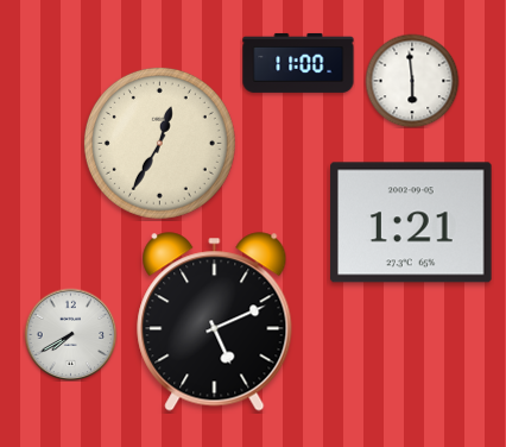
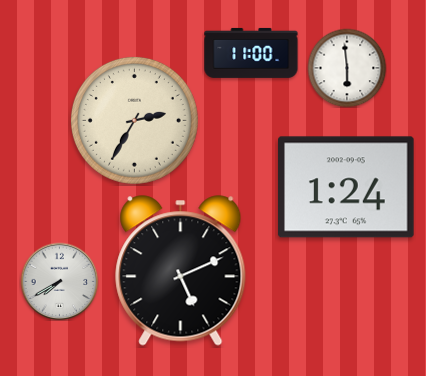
clock at (159, 143): 12:35 -> 2:35
clock at (411, 222): 1:21 -> 1:24
